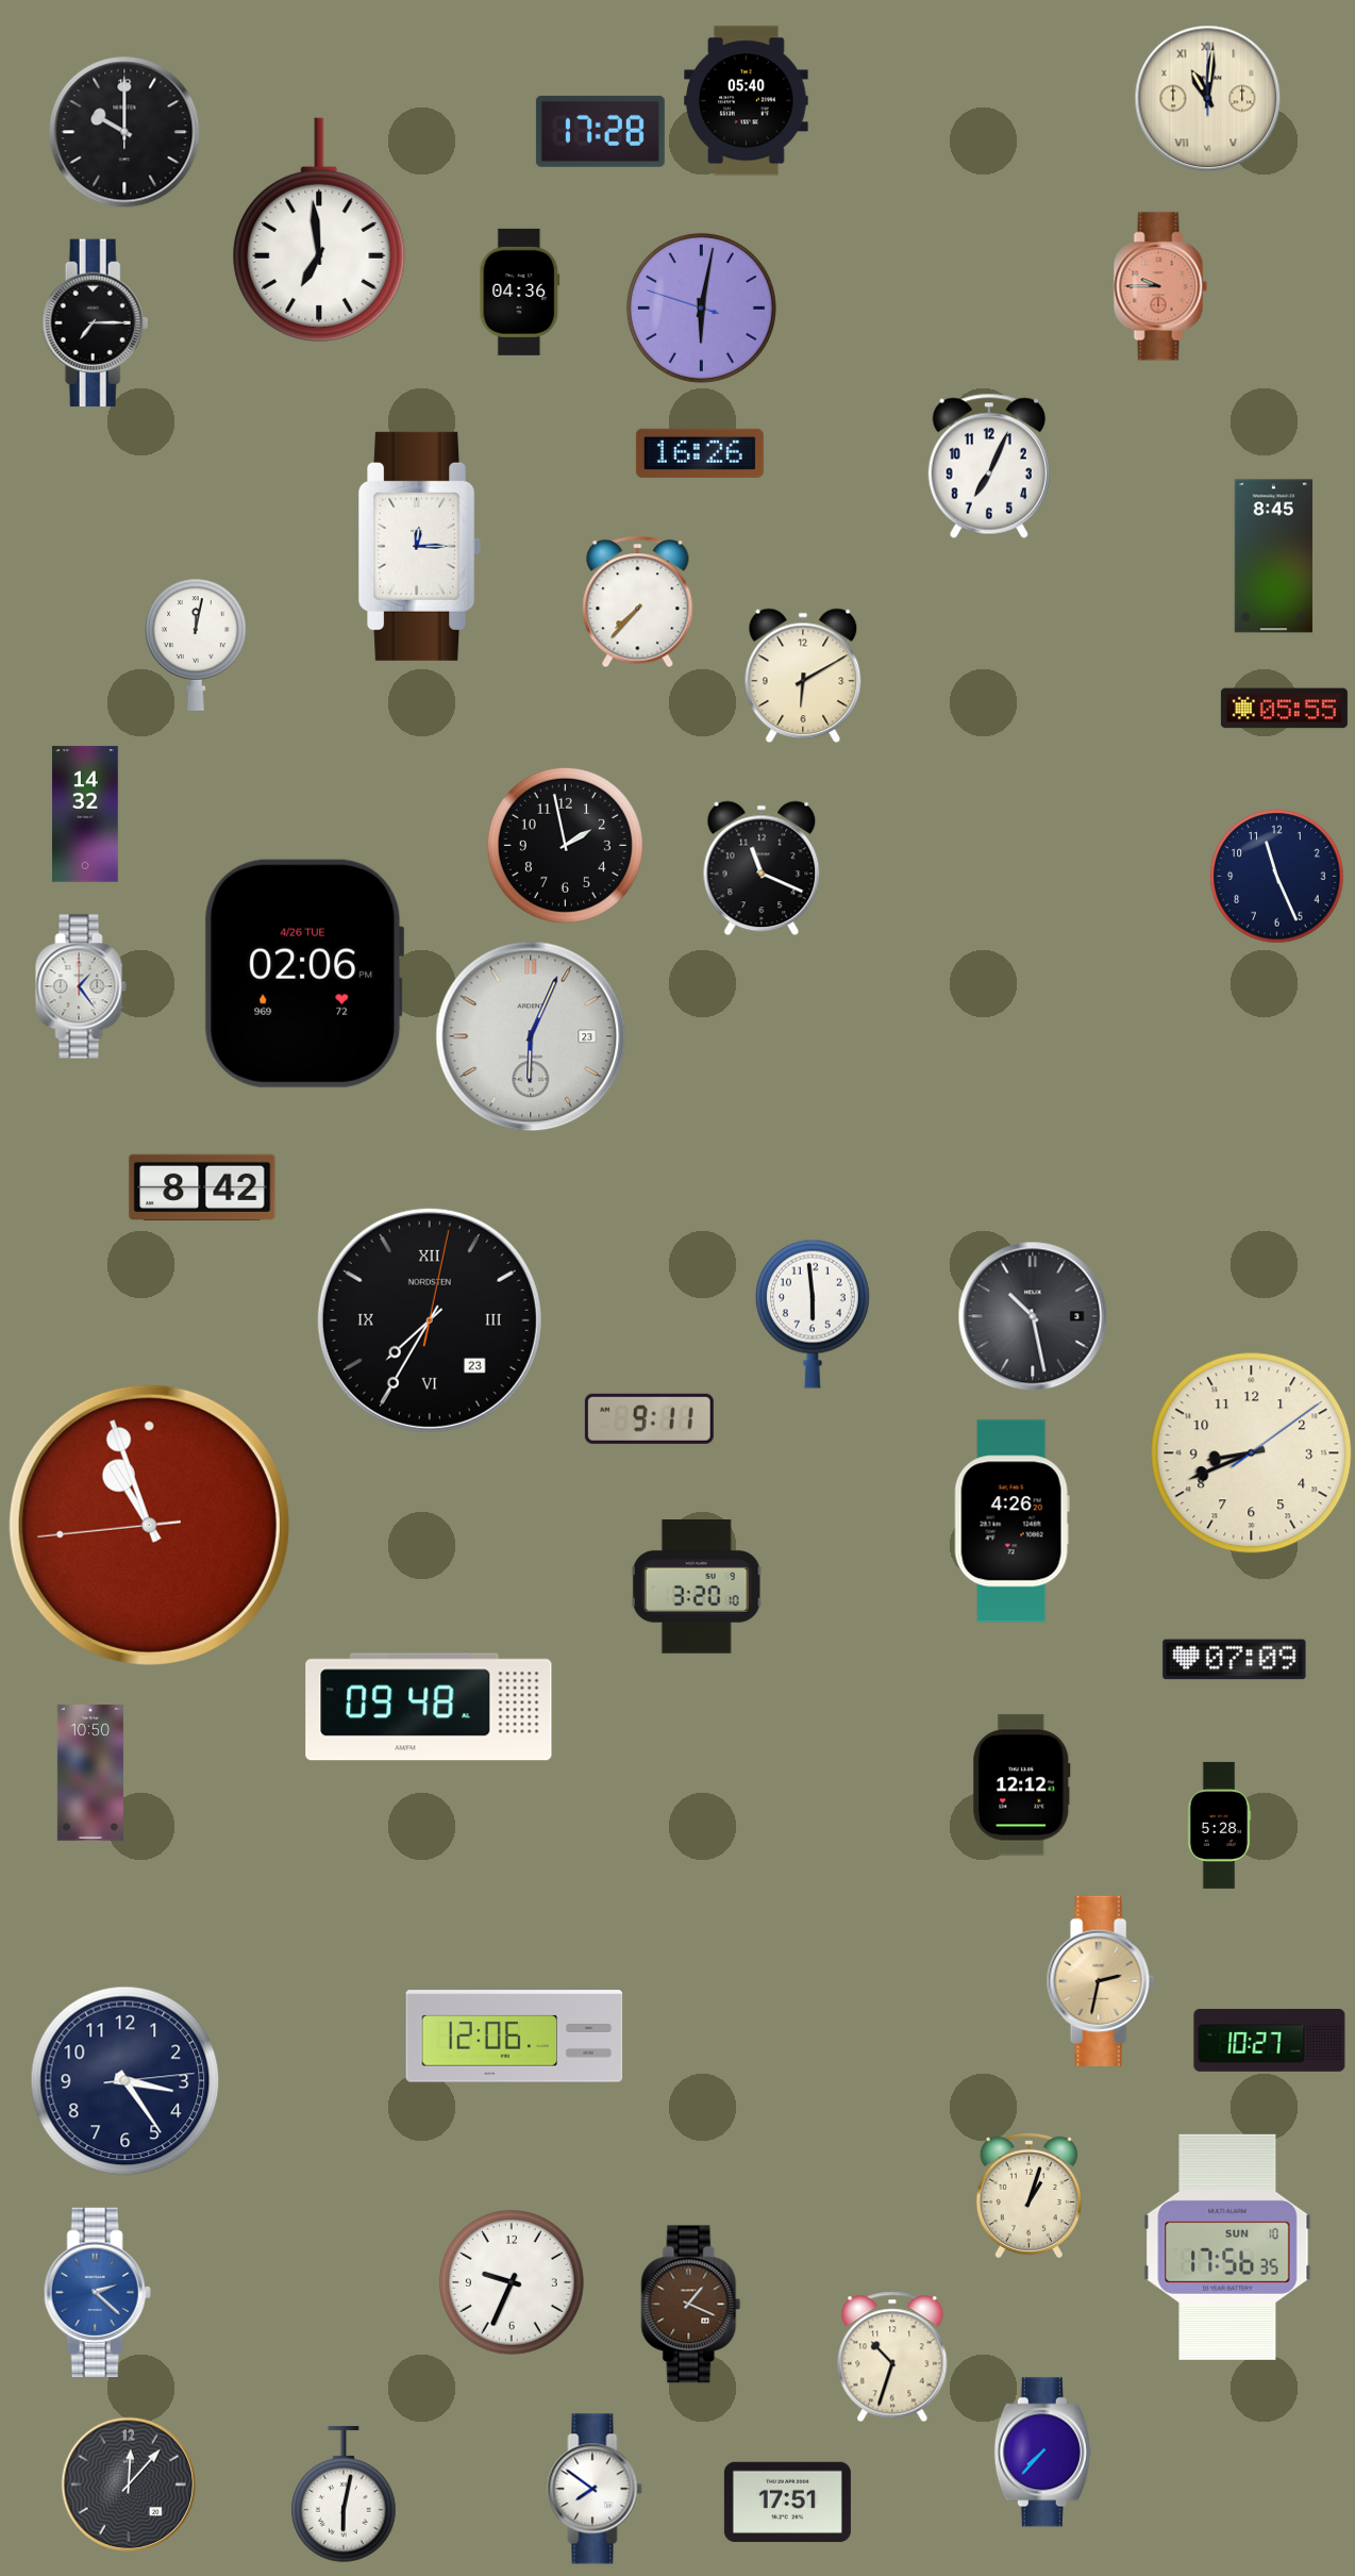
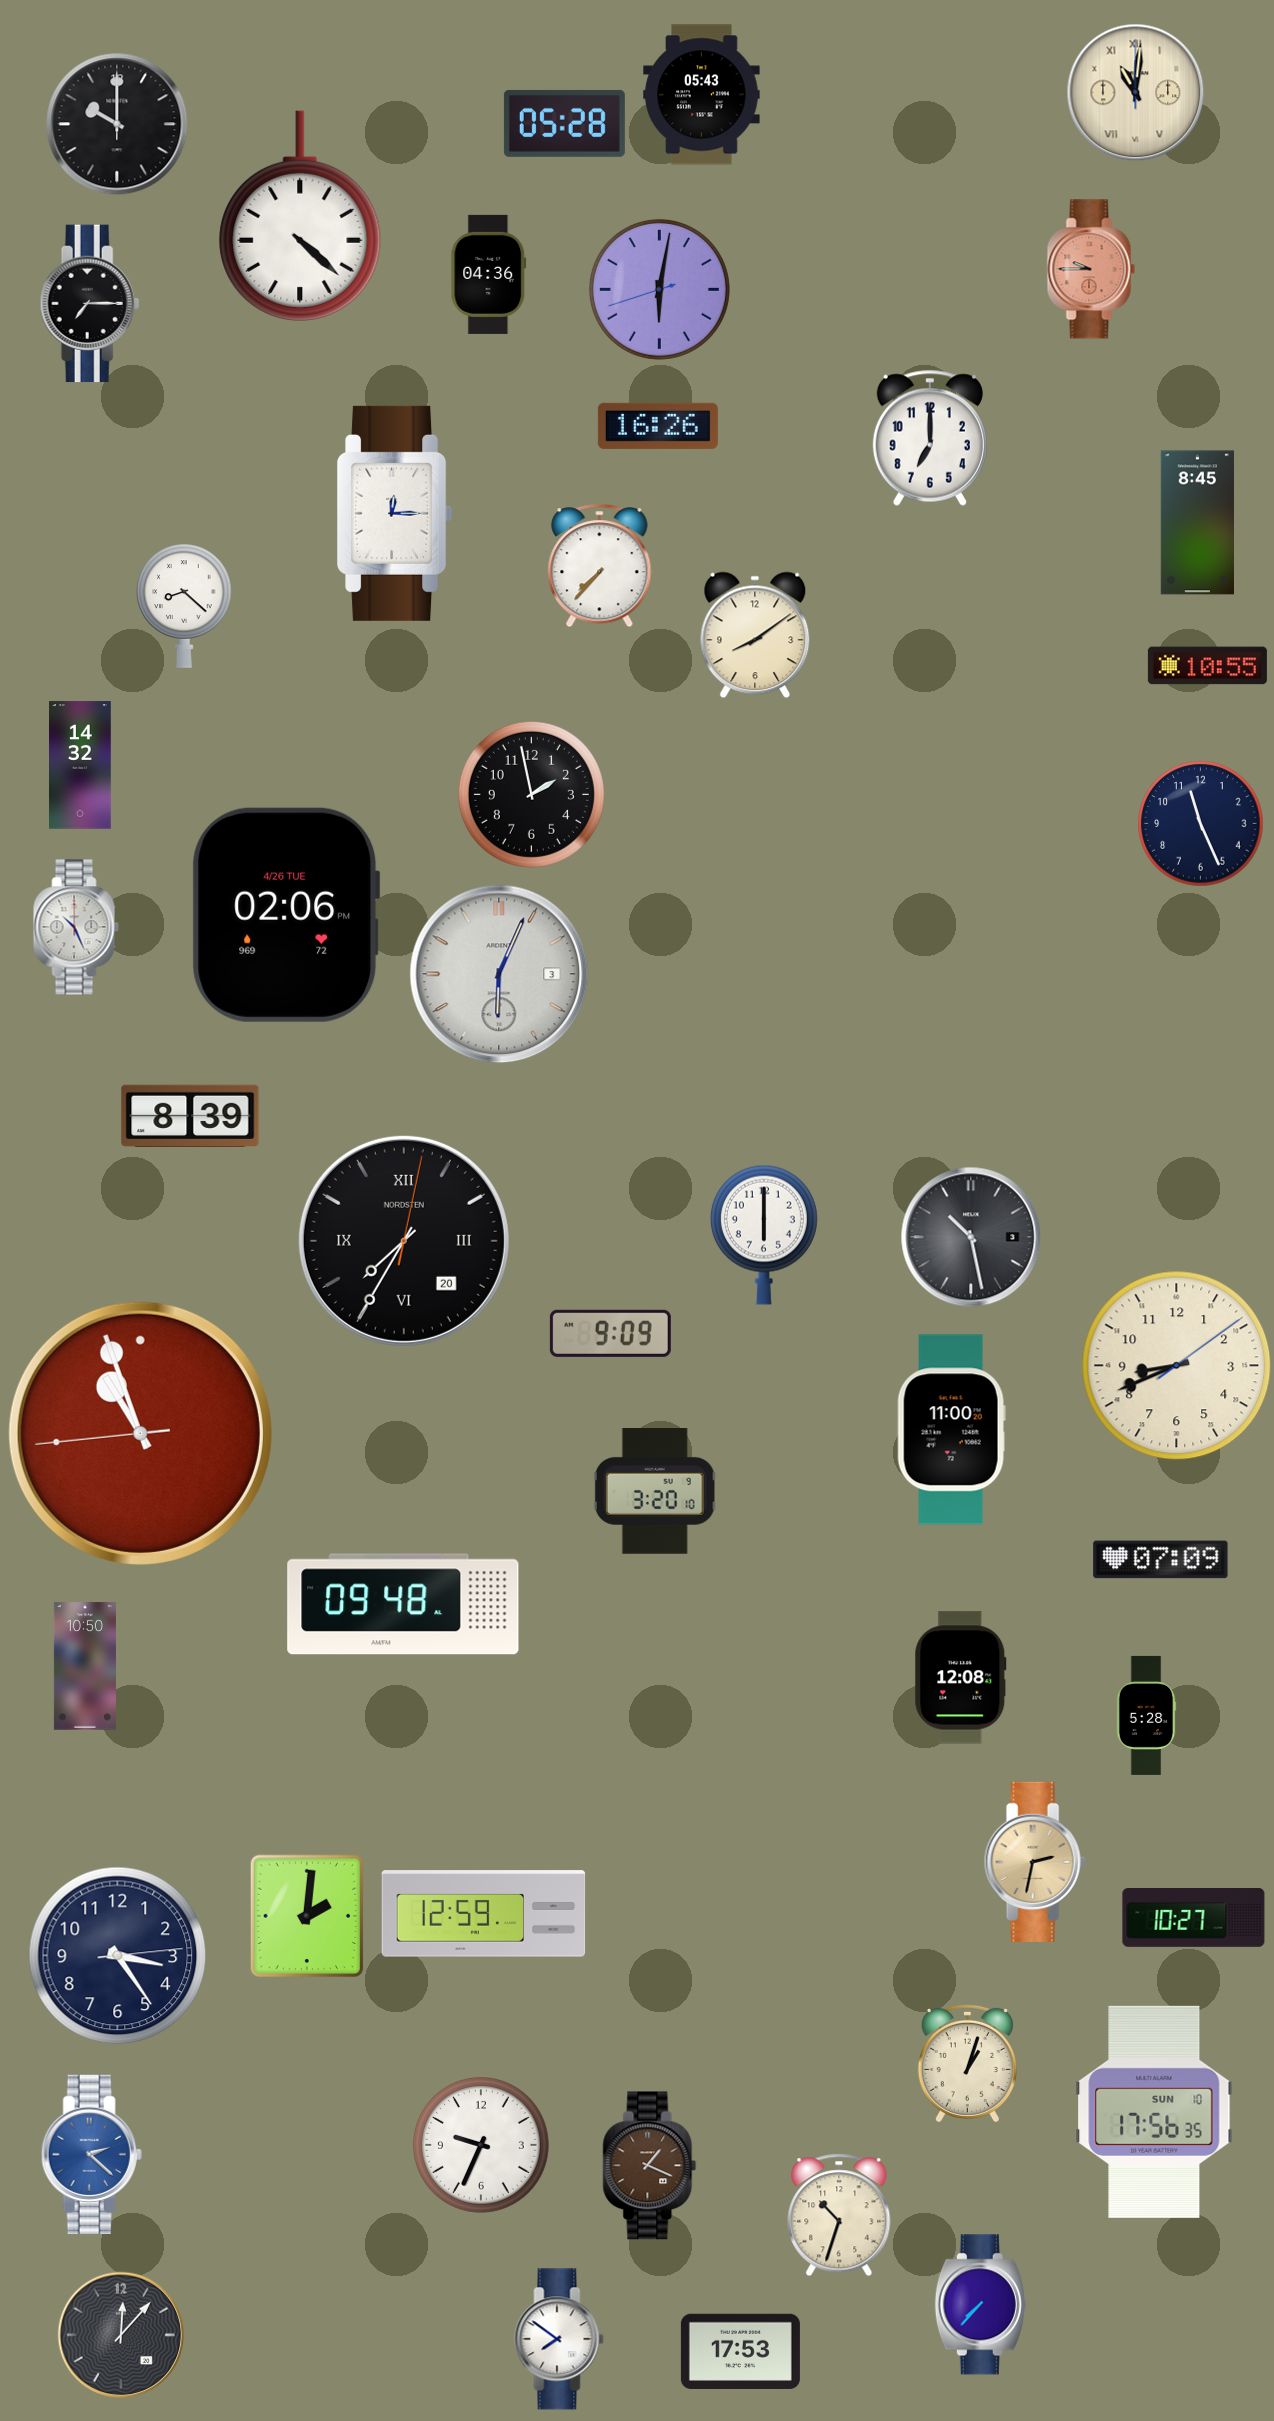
clock at (747, 101): 05:40 -> 05:43
clock at (600, 131): 17:28 -> 05:28
clock at (319, 230): 6:59 -> 4:22
clock at (701, 308): 6:01:48 -> 6:01:42
clock at (989, 466): 7:04 -> 7:00
clock at (196, 645): 12:02 -> 8:22
clock at (803, 676): 6:10 -> 8:09
clock at (1284, 709): 05:55 -> 10:55
clock at (762, 868): 11:19 -> none
clock at (81, 986): 1:24 -> 10:26
clock at (531, 1036) date: 23 -> 3
clock at (202, 1187): 8:42 -> 8:39
clock at (813, 1314): 5:59 -> 6:00
clock at (430, 1320) date: 23 -> 20
clock at (649, 1418): 9:11 -> 9:09
clock at (1011, 1522): 4:26 -> 11:00
clock at (1022, 1785): 12:12 -> 12:08
clock at (515, 2037): 12:06 -> 12:59
clock at (307, 1916): none -> 2:01
clock at (344, 2495): 6:02 -> none
clock at (787, 2502): 17:51 -> 17:53
